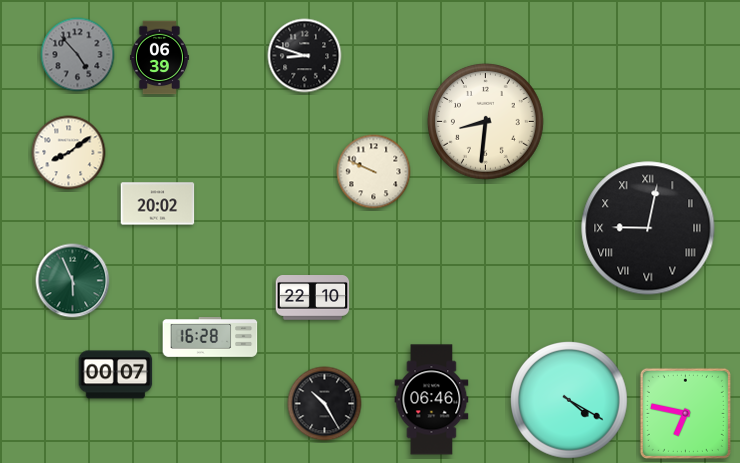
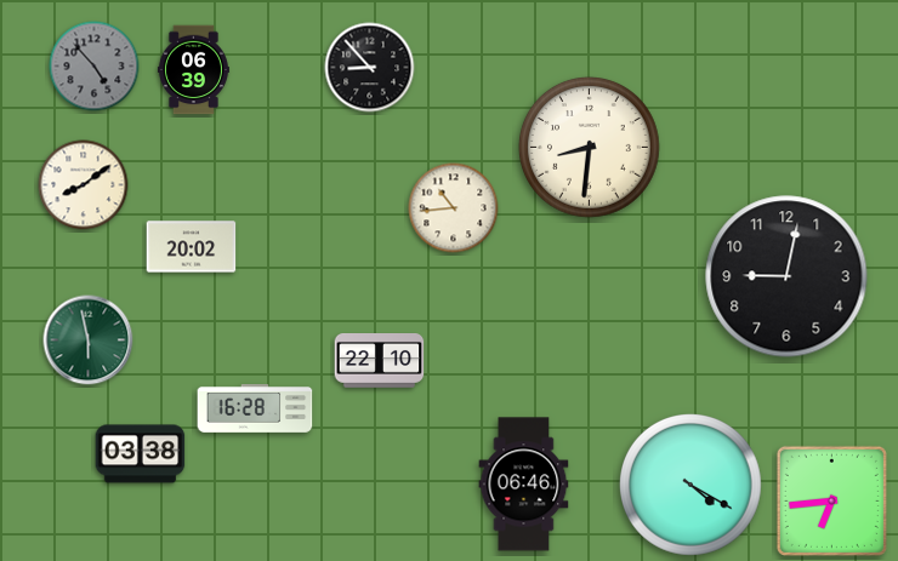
clock at (305, 56): 8:48 -> 8:53
clock at (374, 172): 9:49 -> 10:44
clock at (648, 228) numerals: Roman -> Arabic
clock at (73, 281): 5:56 -> 5:58
clock at (116, 375): 00:07 -> 03:38
clock at (325, 404): 10:25 -> none
clock at (685, 413): 6:47 -> 6:44
